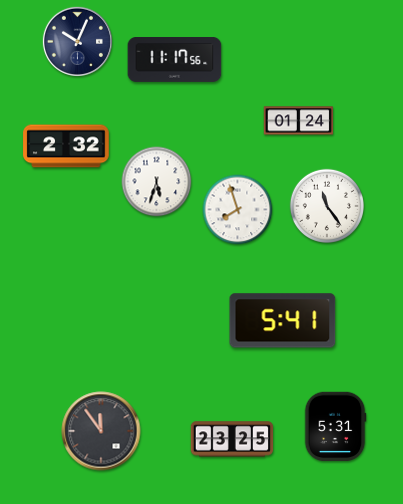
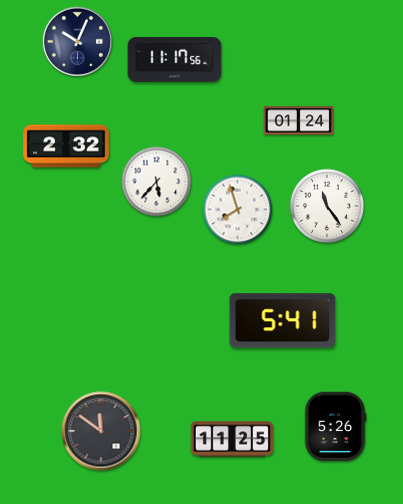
clock at (157, 182): 5:33 -> 5:37
clock at (335, 427): 5:31 -> 5:26
clock at (101, 431): 11:54 -> 11:51
clock at (232, 439): 23:25 -> 11:25
